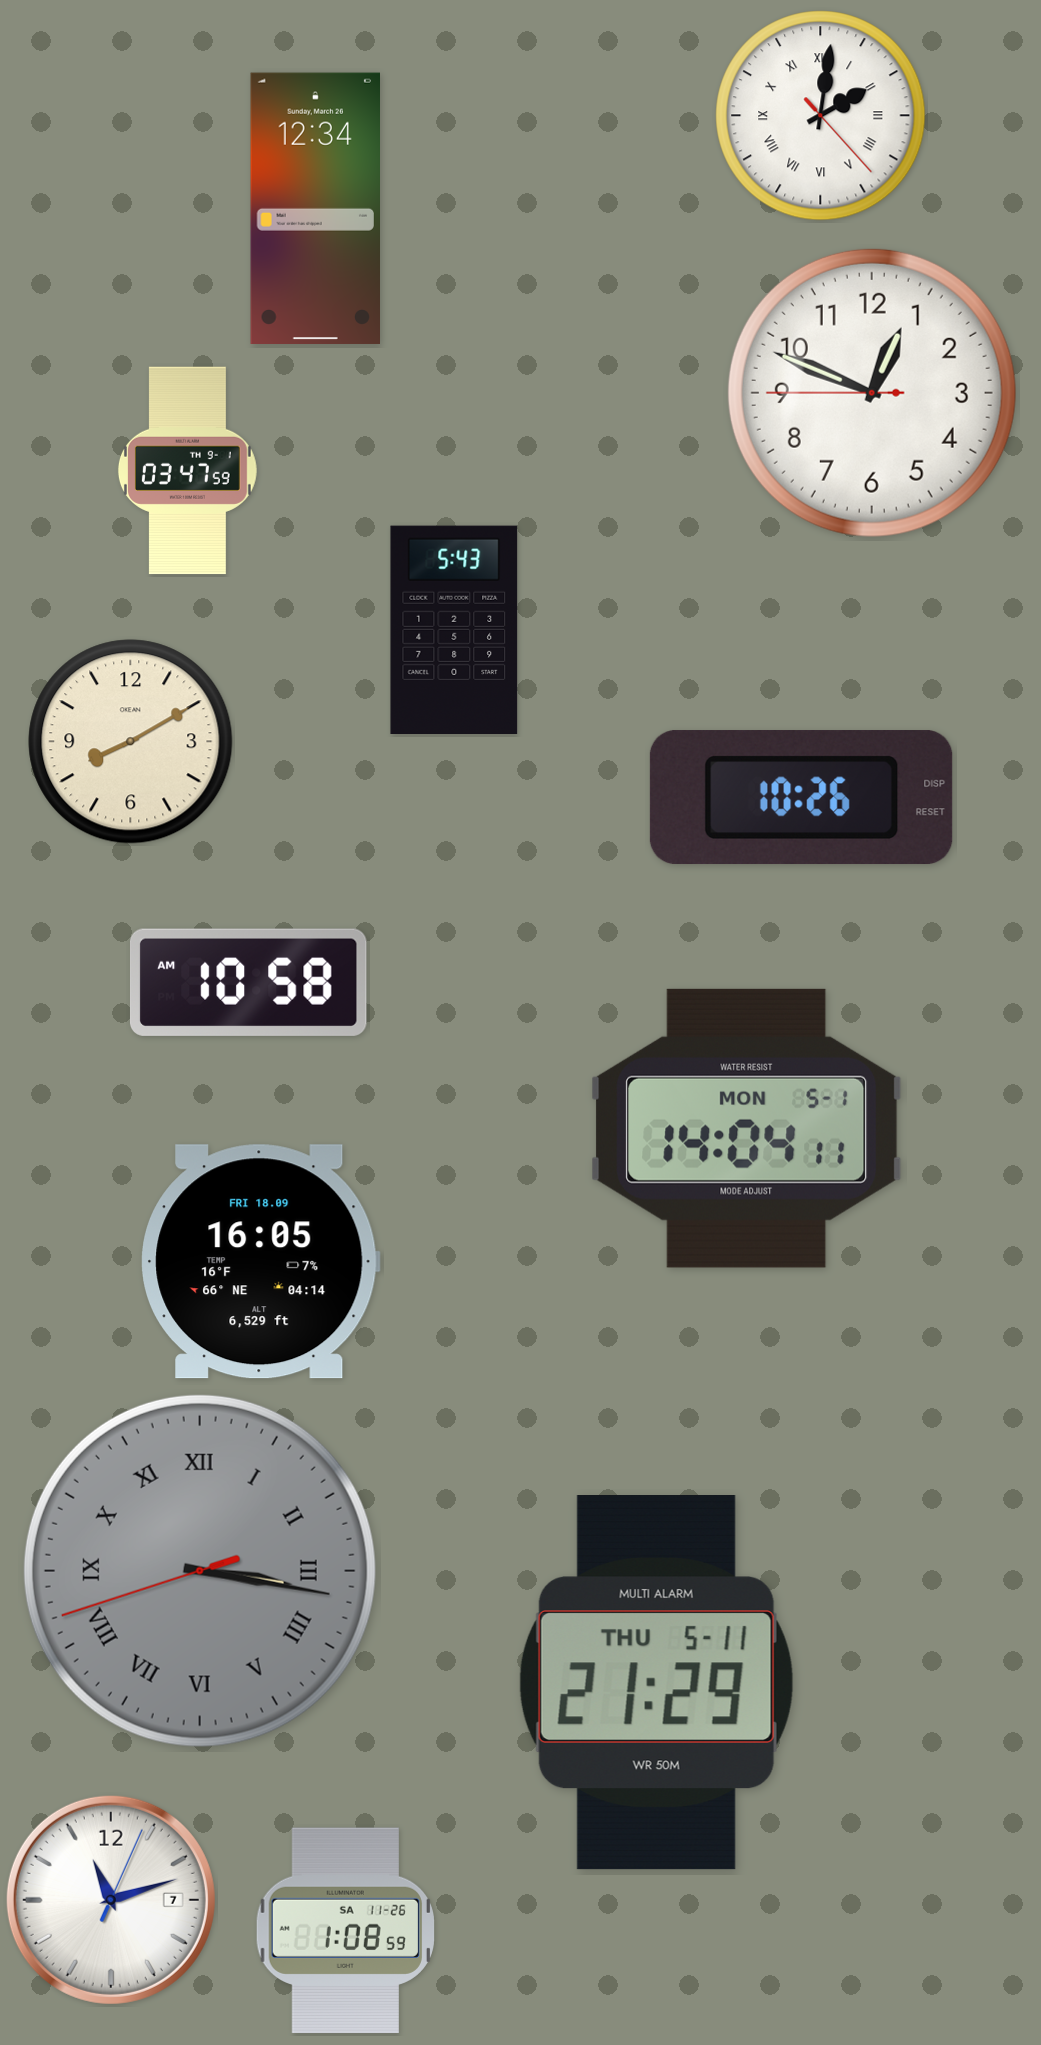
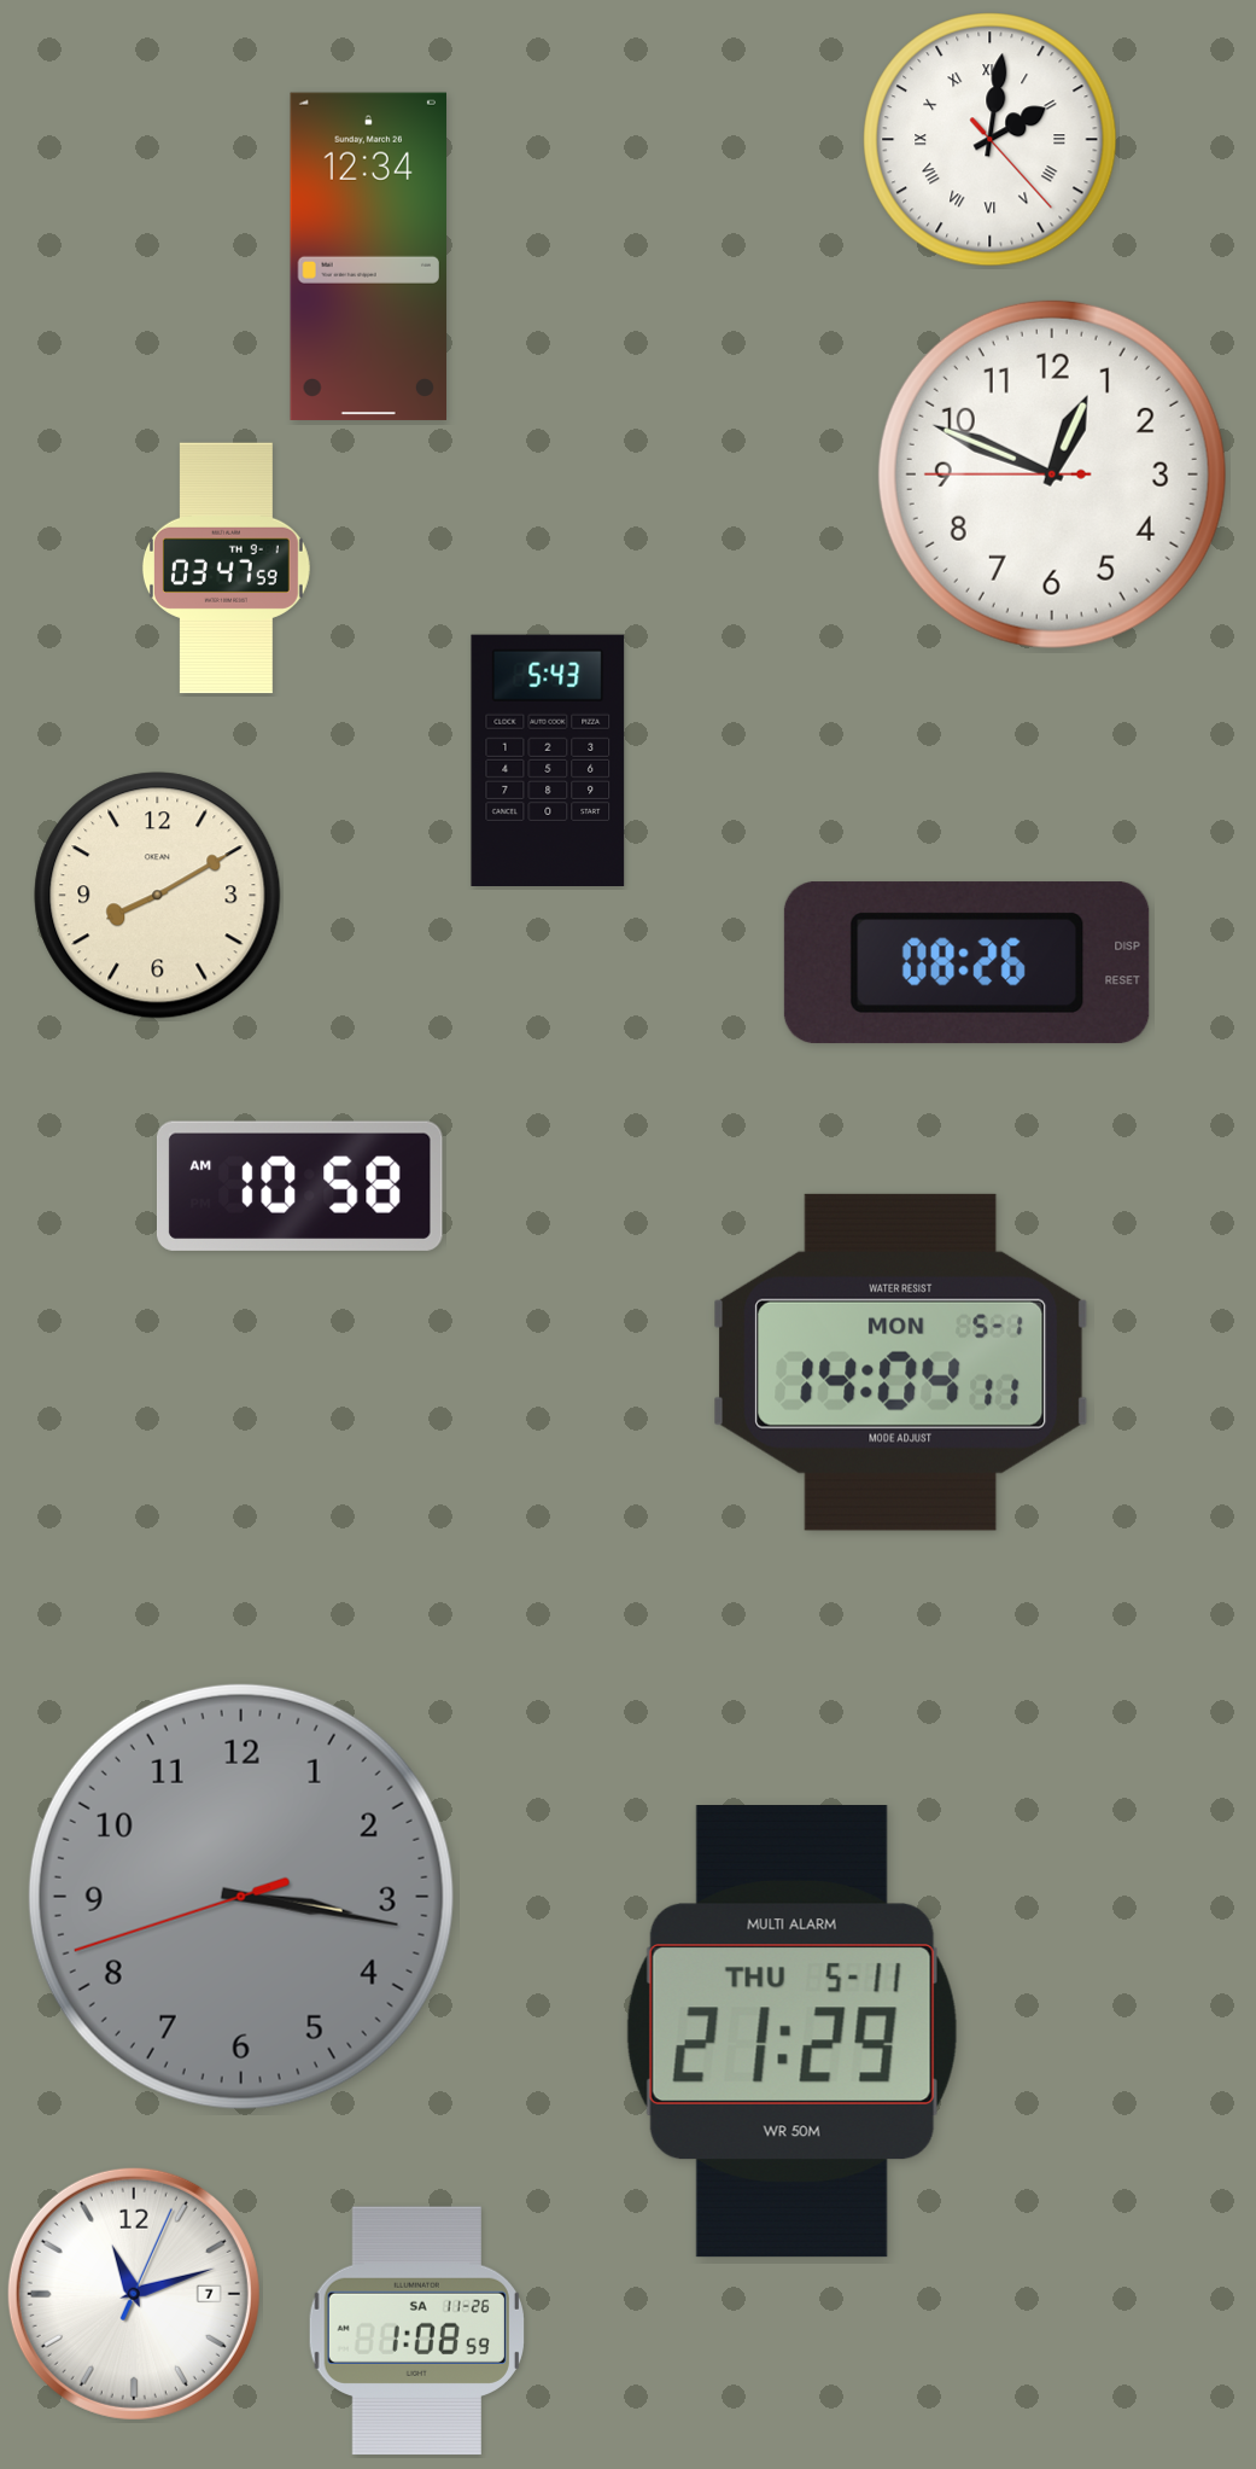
clock at (315, 208) position: (315, 208) -> (368, 256)
clock at (801, 798): 10:26 -> 08:26
clock at (260, 1262): 16:05 -> none
clock at (200, 1571) numerals: Roman -> Arabic
